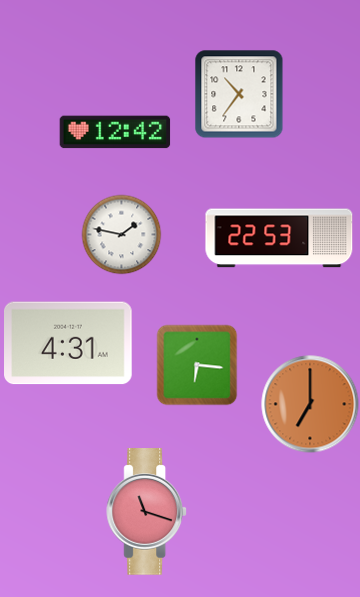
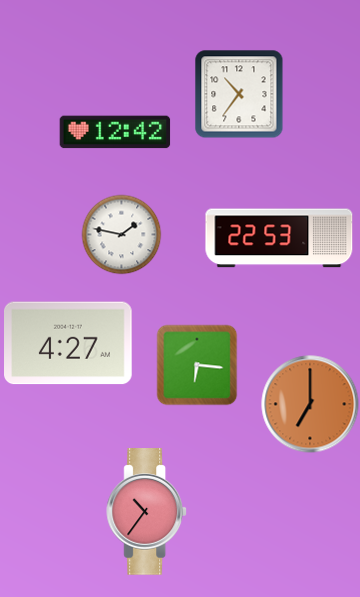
clock at (69, 343): 4:31 -> 4:27
clock at (147, 512): 11:18 -> 10:36
